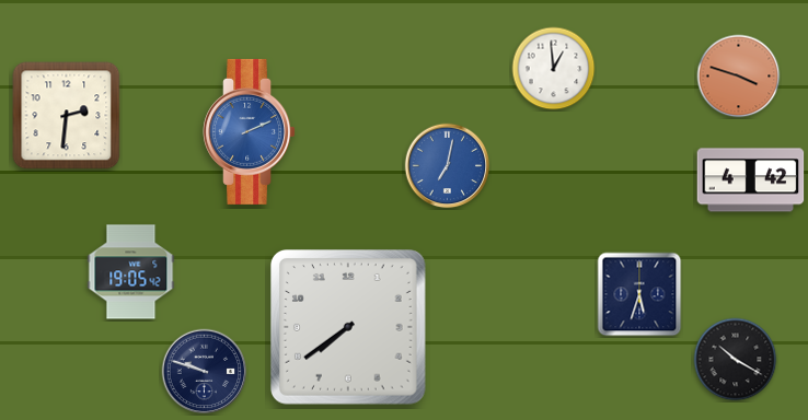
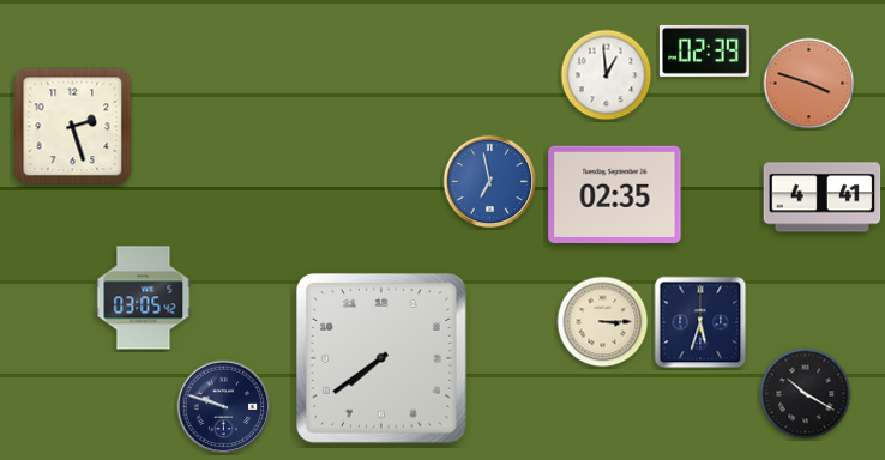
clock at (704, 50): none -> 02:39
clock at (67, 116): 2:31 -> 2:27
clock at (250, 131): 2:11 -> none
clock at (448, 166): 7:02 -> 6:58
clock at (615, 194): none -> 02:35
clock at (751, 180): 4:42 -> 4:41
clock at (131, 272): 19:05 -> 03:05
clock at (603, 322): none -> 3:15
